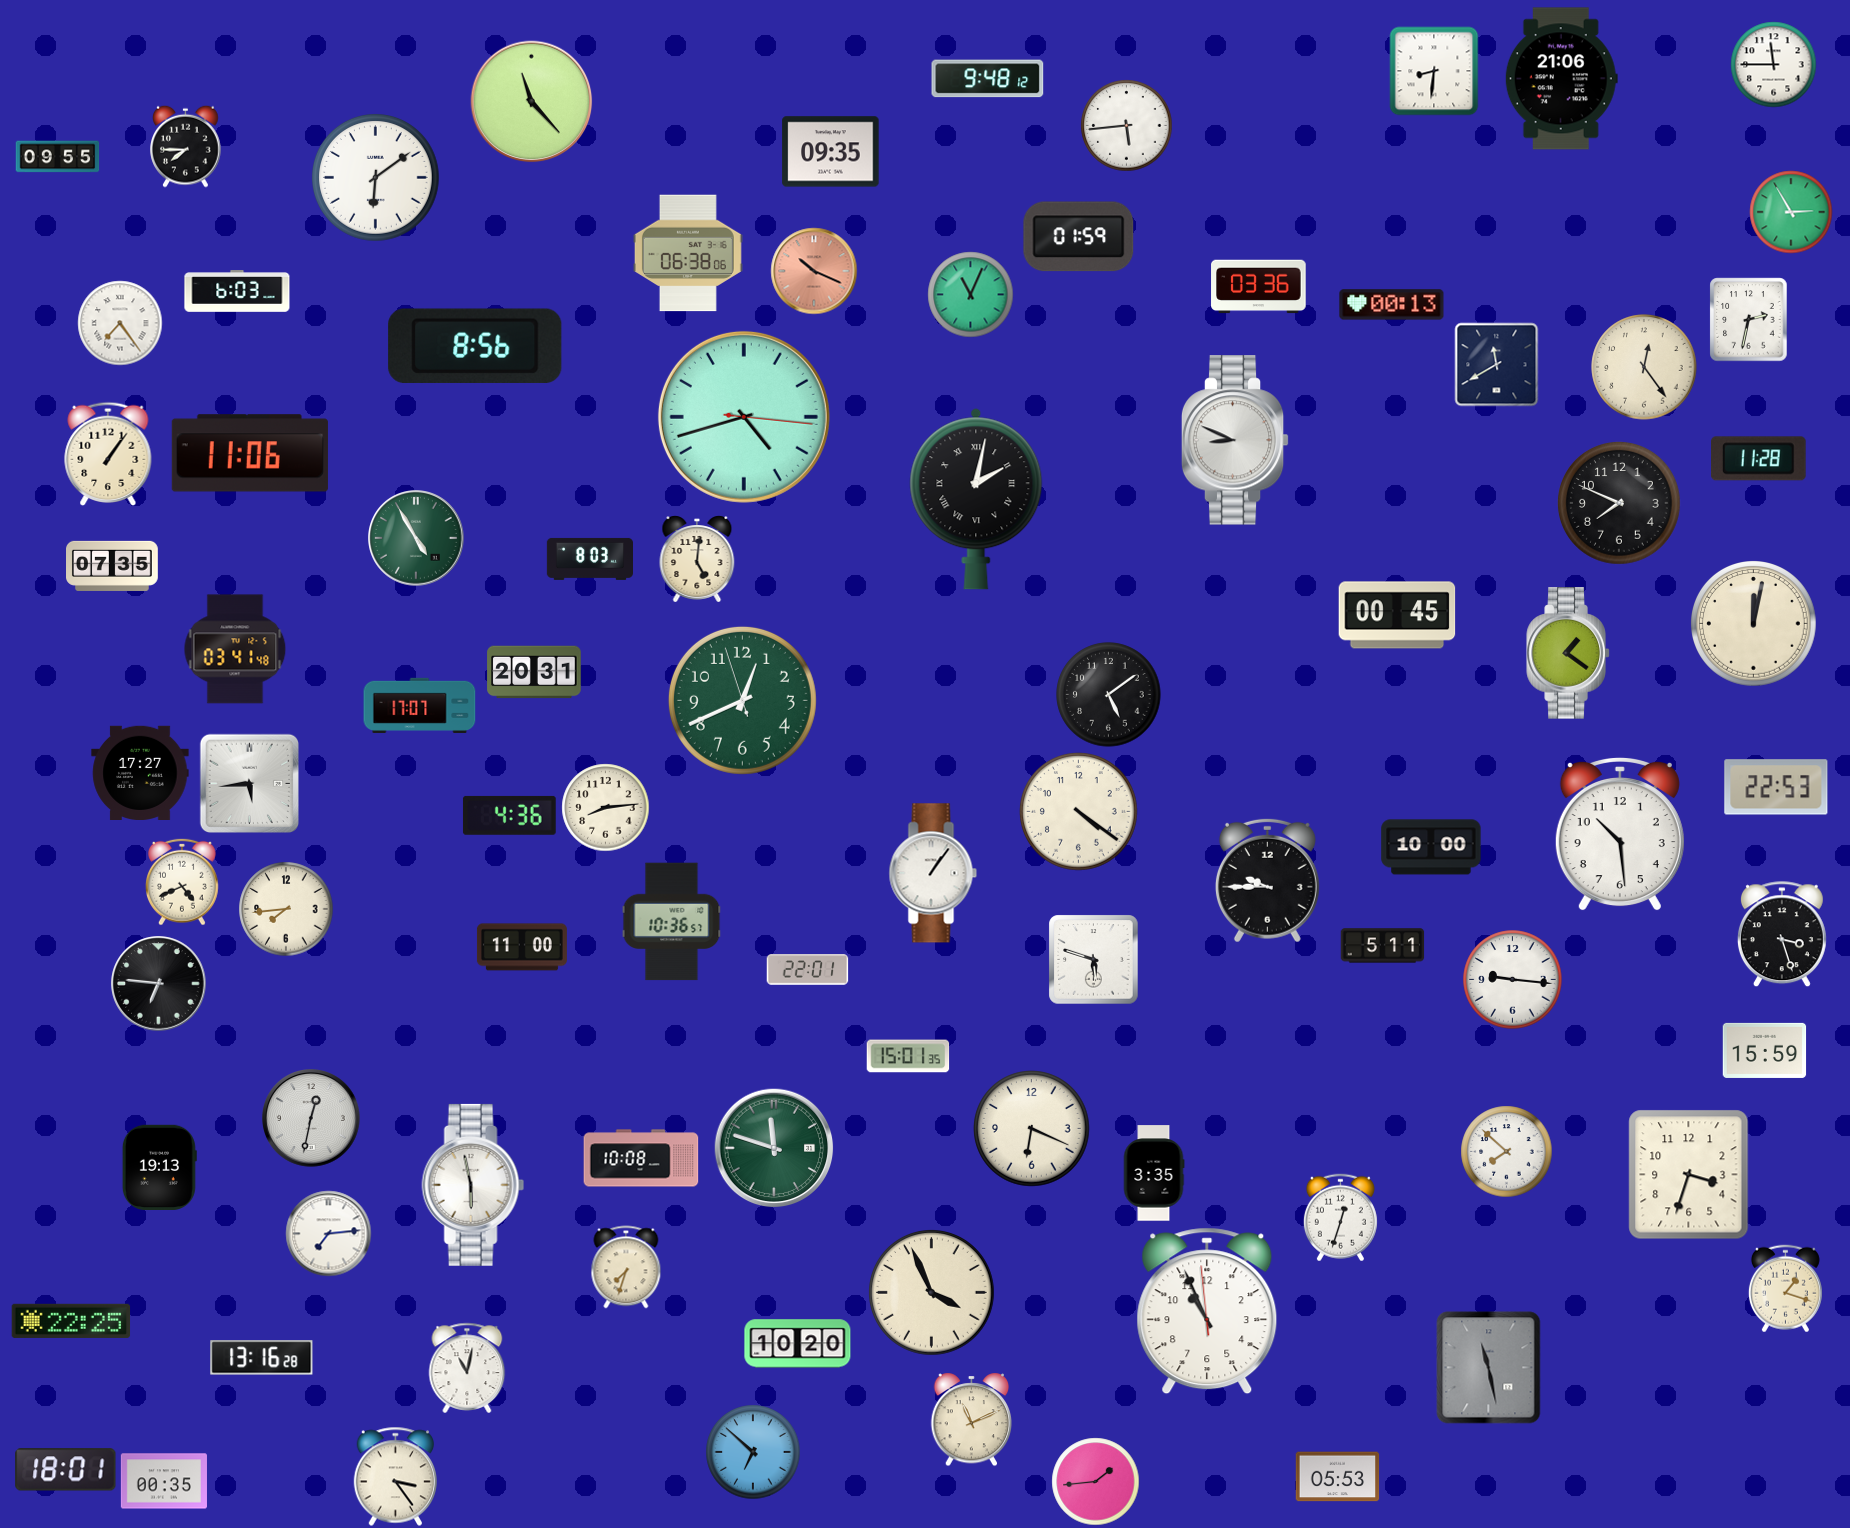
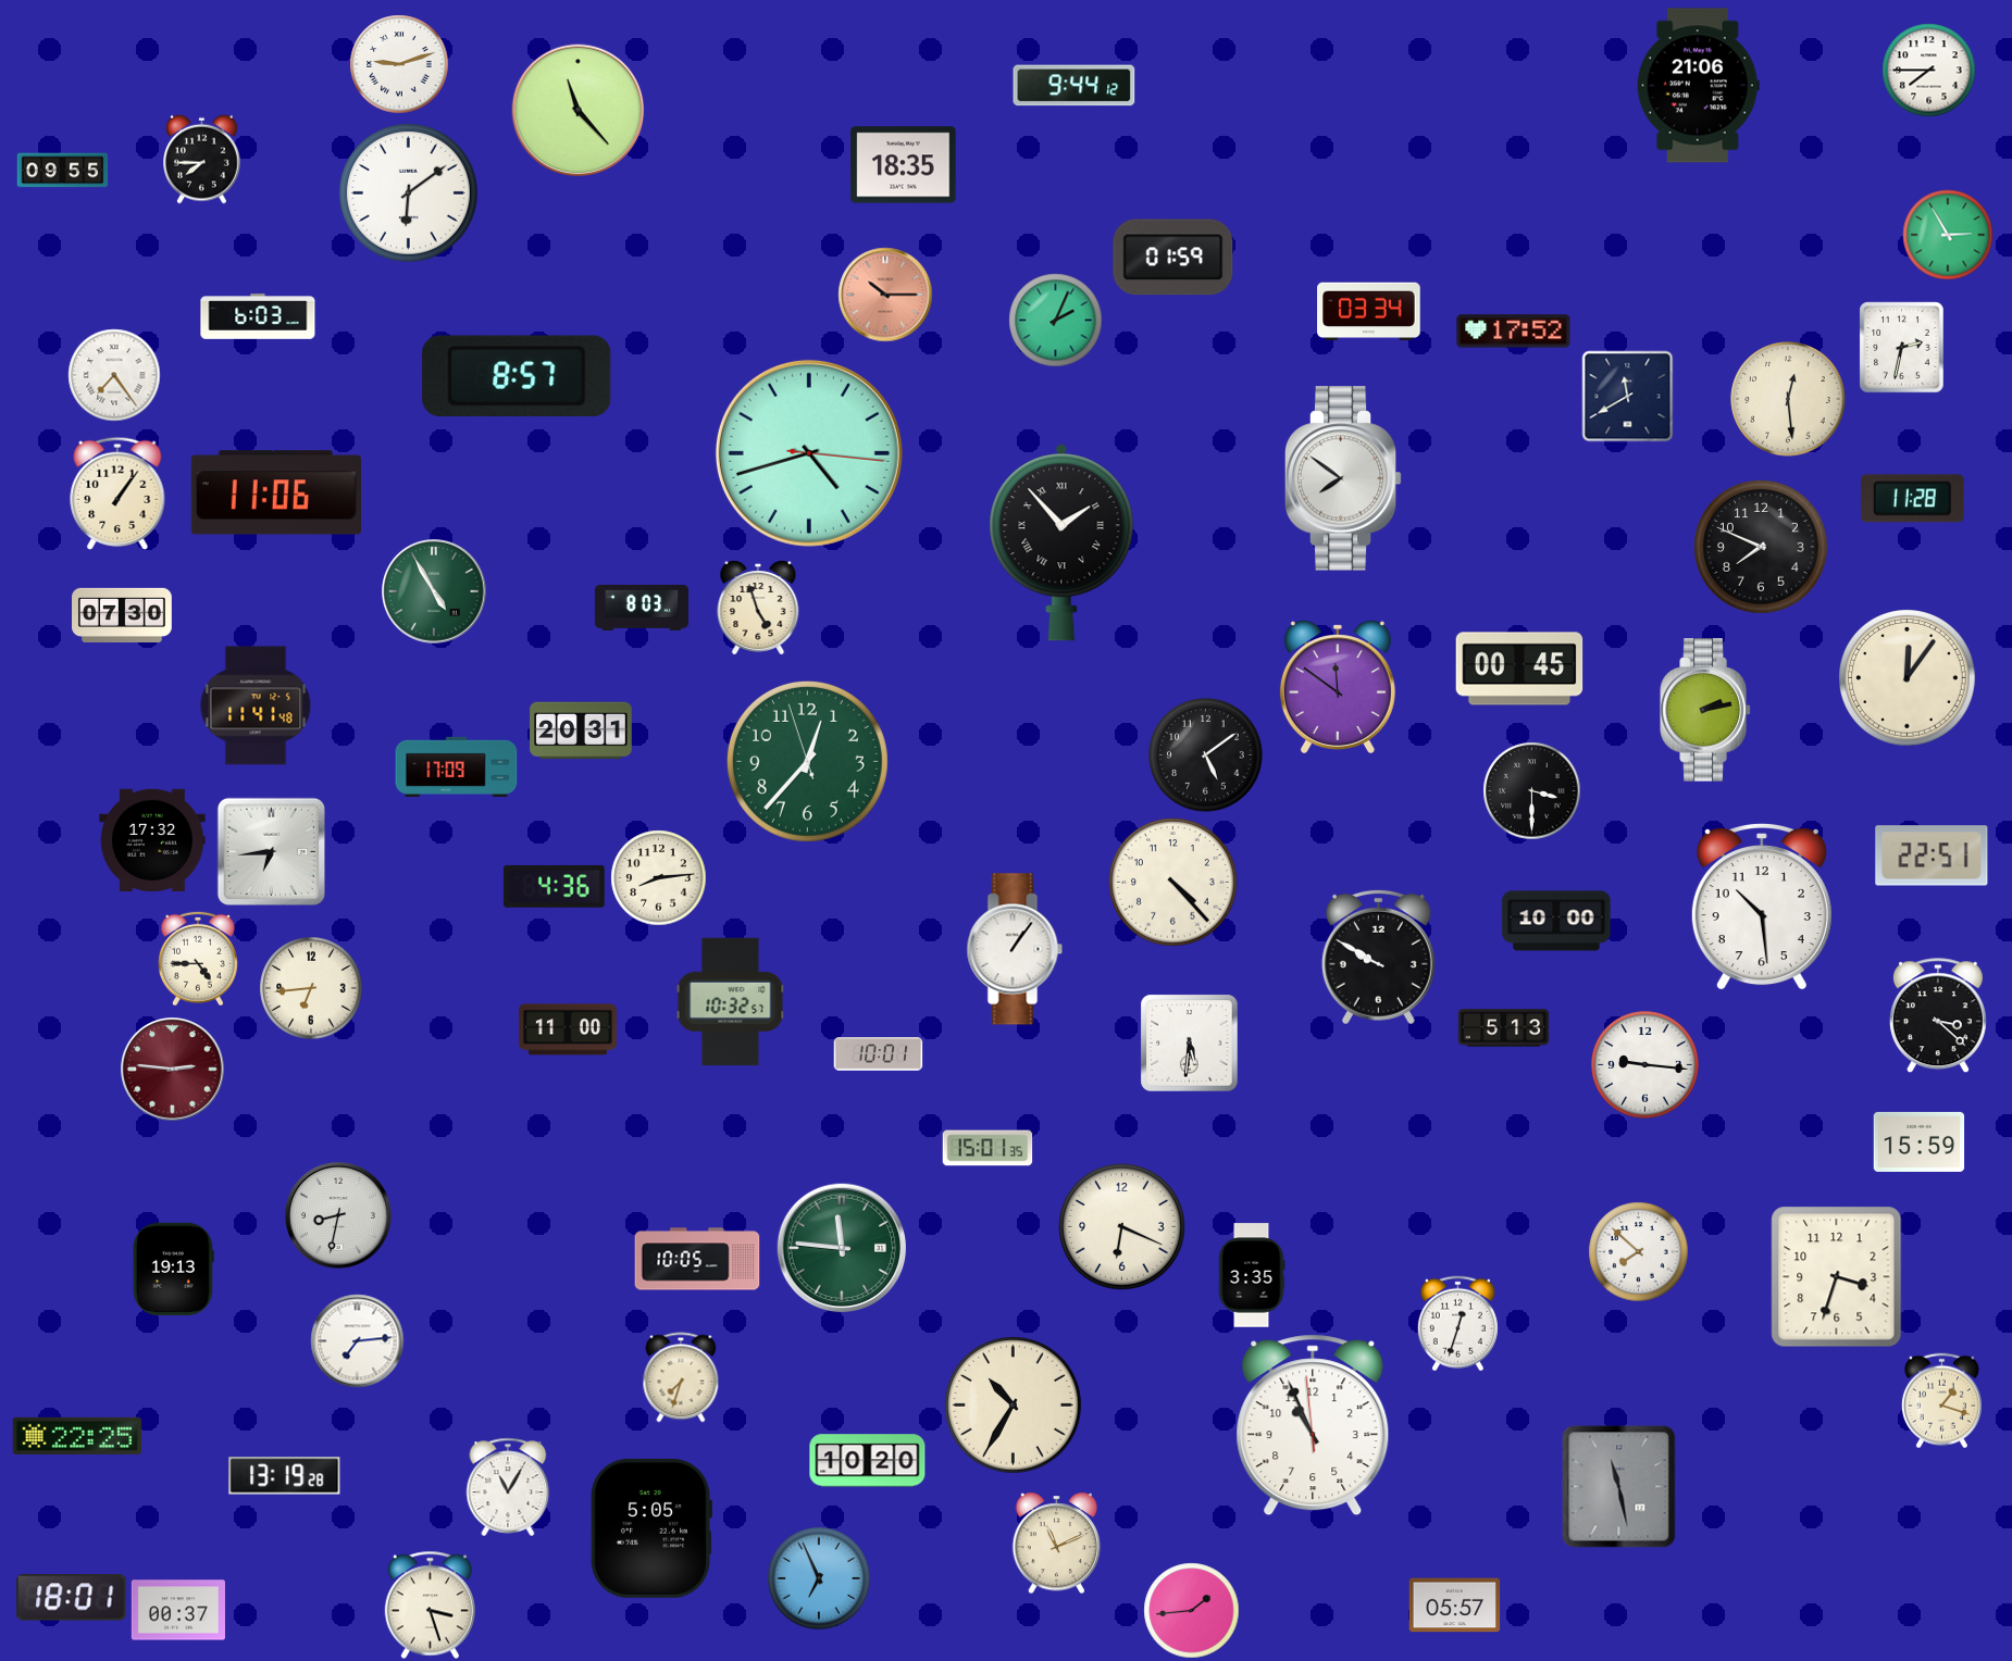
clock at (399, 64): none -> 9:12
clock at (1774, 65): 11:45 -> 7:45
clock at (1434, 71): 8:31 -> none
clock at (988, 79): 9:48 -> 9:44
clock at (1127, 126): 5:44 -> none
clock at (831, 152): 09:35 -> 18:35
clock at (1791, 212) position: (1791, 212) -> (1948, 235)
clock at (688, 253): 06:38 -> none
clock at (814, 271): 10:19 -> 10:15
clock at (1259, 287): 03:36 -> 03:34
clock at (971, 295): 11:04 -> 2:04
clock at (1392, 305): 00:13 -> 17:52
clock at (120, 323) position: (120, 323) -> (114, 375)
clock at (475, 346): 8:56 -> 8:57
clock at (1644, 367): 12:24 -> 12:29
clock at (1235, 440): 8:49 -> 7:51
clock at (250, 453) position: (250, 453) -> (276, 492)
clock at (976, 499): 2:02 -> 1:53
clock at (416, 538) position: (416, 538) -> (434, 591)
clock at (697, 559): 5:01 -> 4:57
clock at (113, 566): 07:35 -> 07:30
clock at (1754, 624): 12:02 -> 12:06
clock at (1338, 687): none -> 11:51
clock at (235, 649): 03:41 -> 11:41
clock at (1568, 653): 1:21 -> 2:13
clock at (742, 700): 12:40 -> 12:36
clock at (420, 705): 17:07 -> 17:09
clock at (1532, 791): none -> 3:30
clock at (140, 772): 17:27 -> 17:32
clock at (249, 783): 5:44 -> 6:44
clock at (1776, 787): 22:53 -> 22:51
clock at (1079, 812): 4:21 -> 4:23
clock at (1267, 880): 9:45 -> 9:50
clock at (183, 882): 4:41 -> 4:45
clock at (286, 909): 7:44 -> 6:44
clock at (672, 922): 10:36 -> 10:32
clock at (1782, 935): 3:27 -> 3:22
clock at (1383, 946): 5:11 -> 5:13
clock at (1094, 960): 5:48 -> 5:31
clock at (808, 970): 22:01 -> 10:01
clock at (159, 984): 6:46 -> 2:46
clock at (159, 984) dial: black -> burgundy
clock at (312, 1119): 12:32 -> 8:32
clock at (774, 1148): 11:48 -> 11:46
clock at (641, 1158): 10:08 -> 10:05
clock at (1154, 1173) position: (1154, 1173) -> (1252, 1275)
clock at (473, 1185): 5:58 -> none
clock at (932, 1293): 3:56 -> 10:35
clock at (262, 1358): 13:16 -> 13:19
clock at (467, 1368): 11:02 -> 11:05
clock at (651, 1528): none -> 5:05
clock at (753, 1452): 6:52 -> 6:56
clock at (395, 1477): 3:24 -> 3:27
clock at (1338, 1477): 05:53 -> 05:57
clock at (164, 1481): 00:35 -> 00:37
